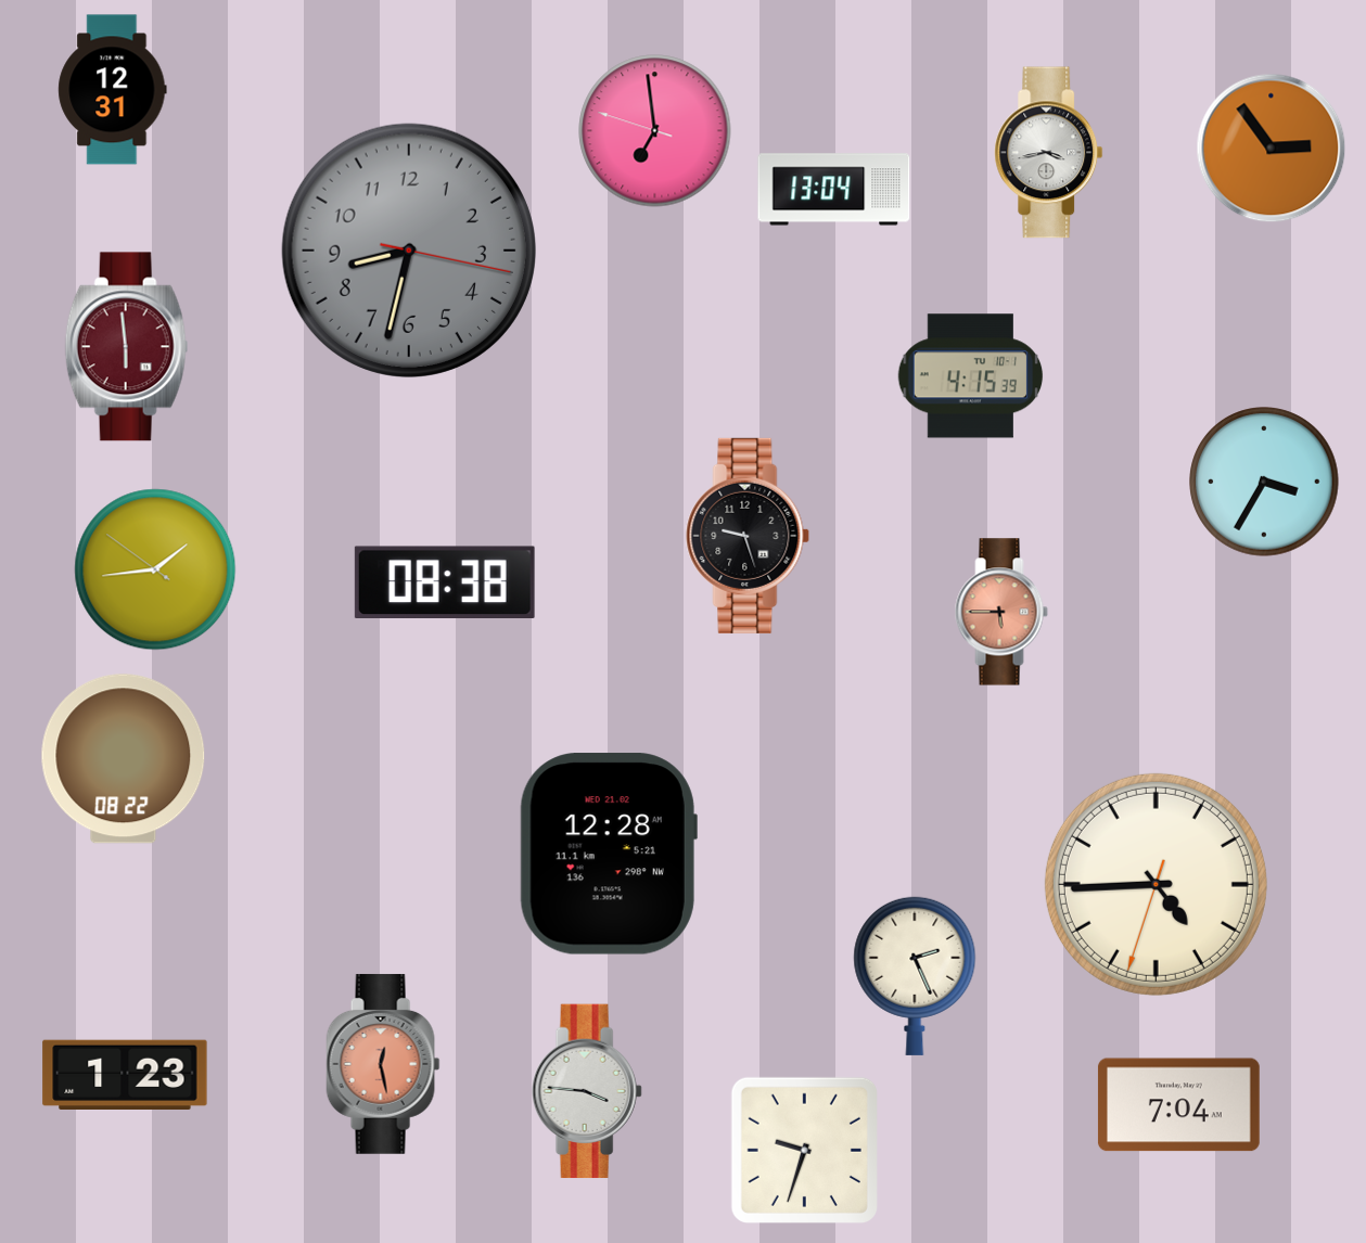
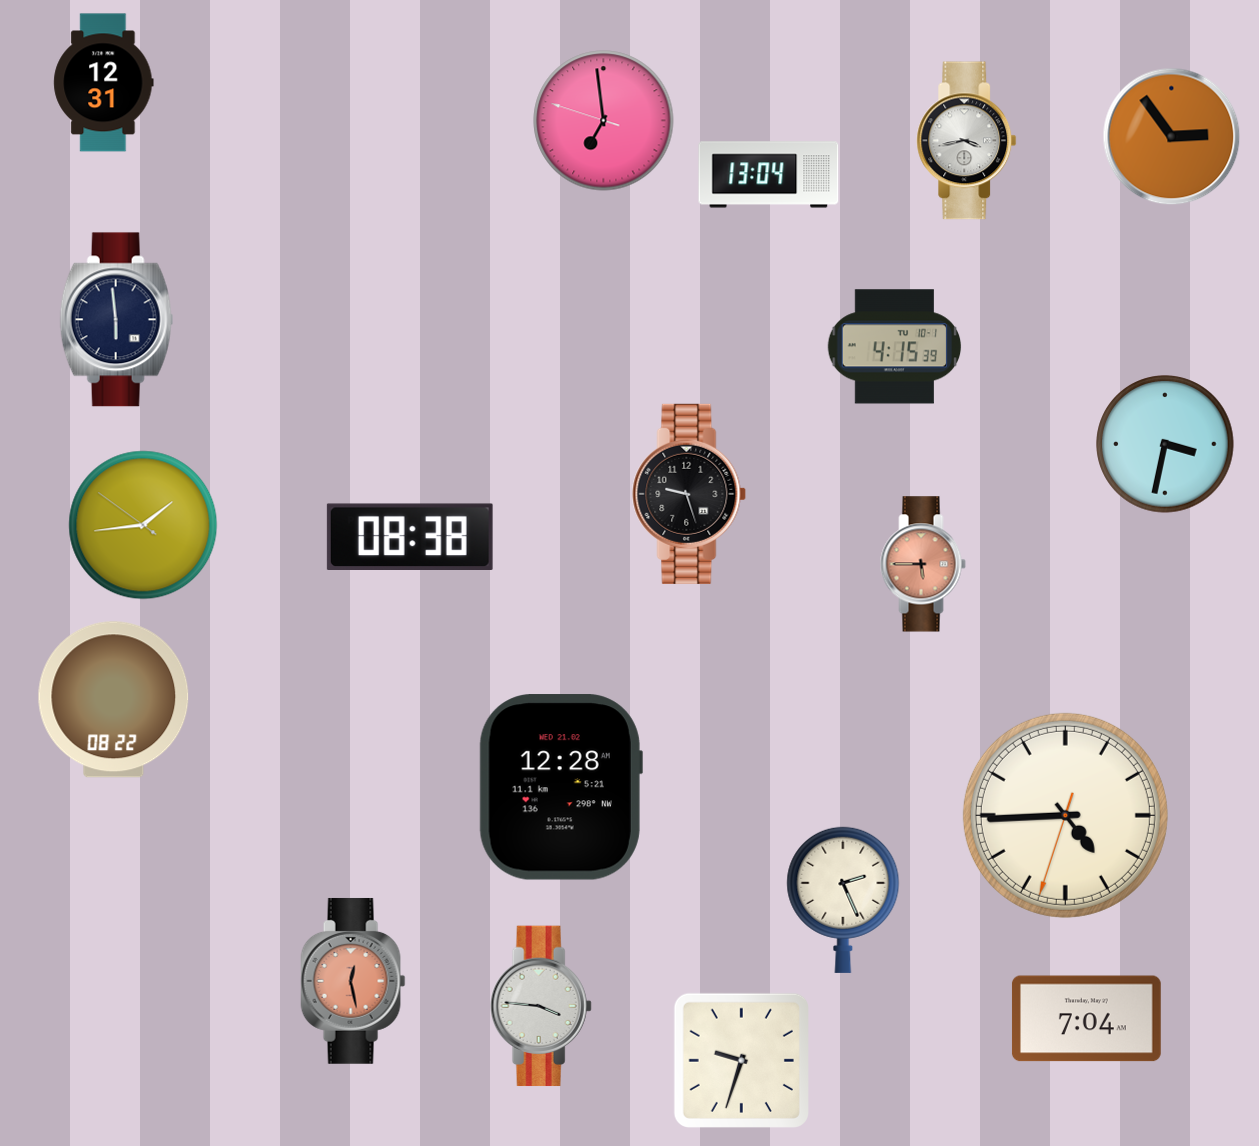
clock at (409, 251): 8:32 -> none
clock at (127, 347) dial: burgundy -> navy
clock at (1264, 482): 3:35 -> 3:32
clock at (125, 1074): 1:23 -> none
